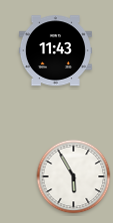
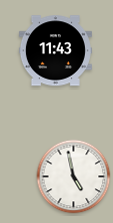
clock at (74, 177): 5:55 -> 4:58
